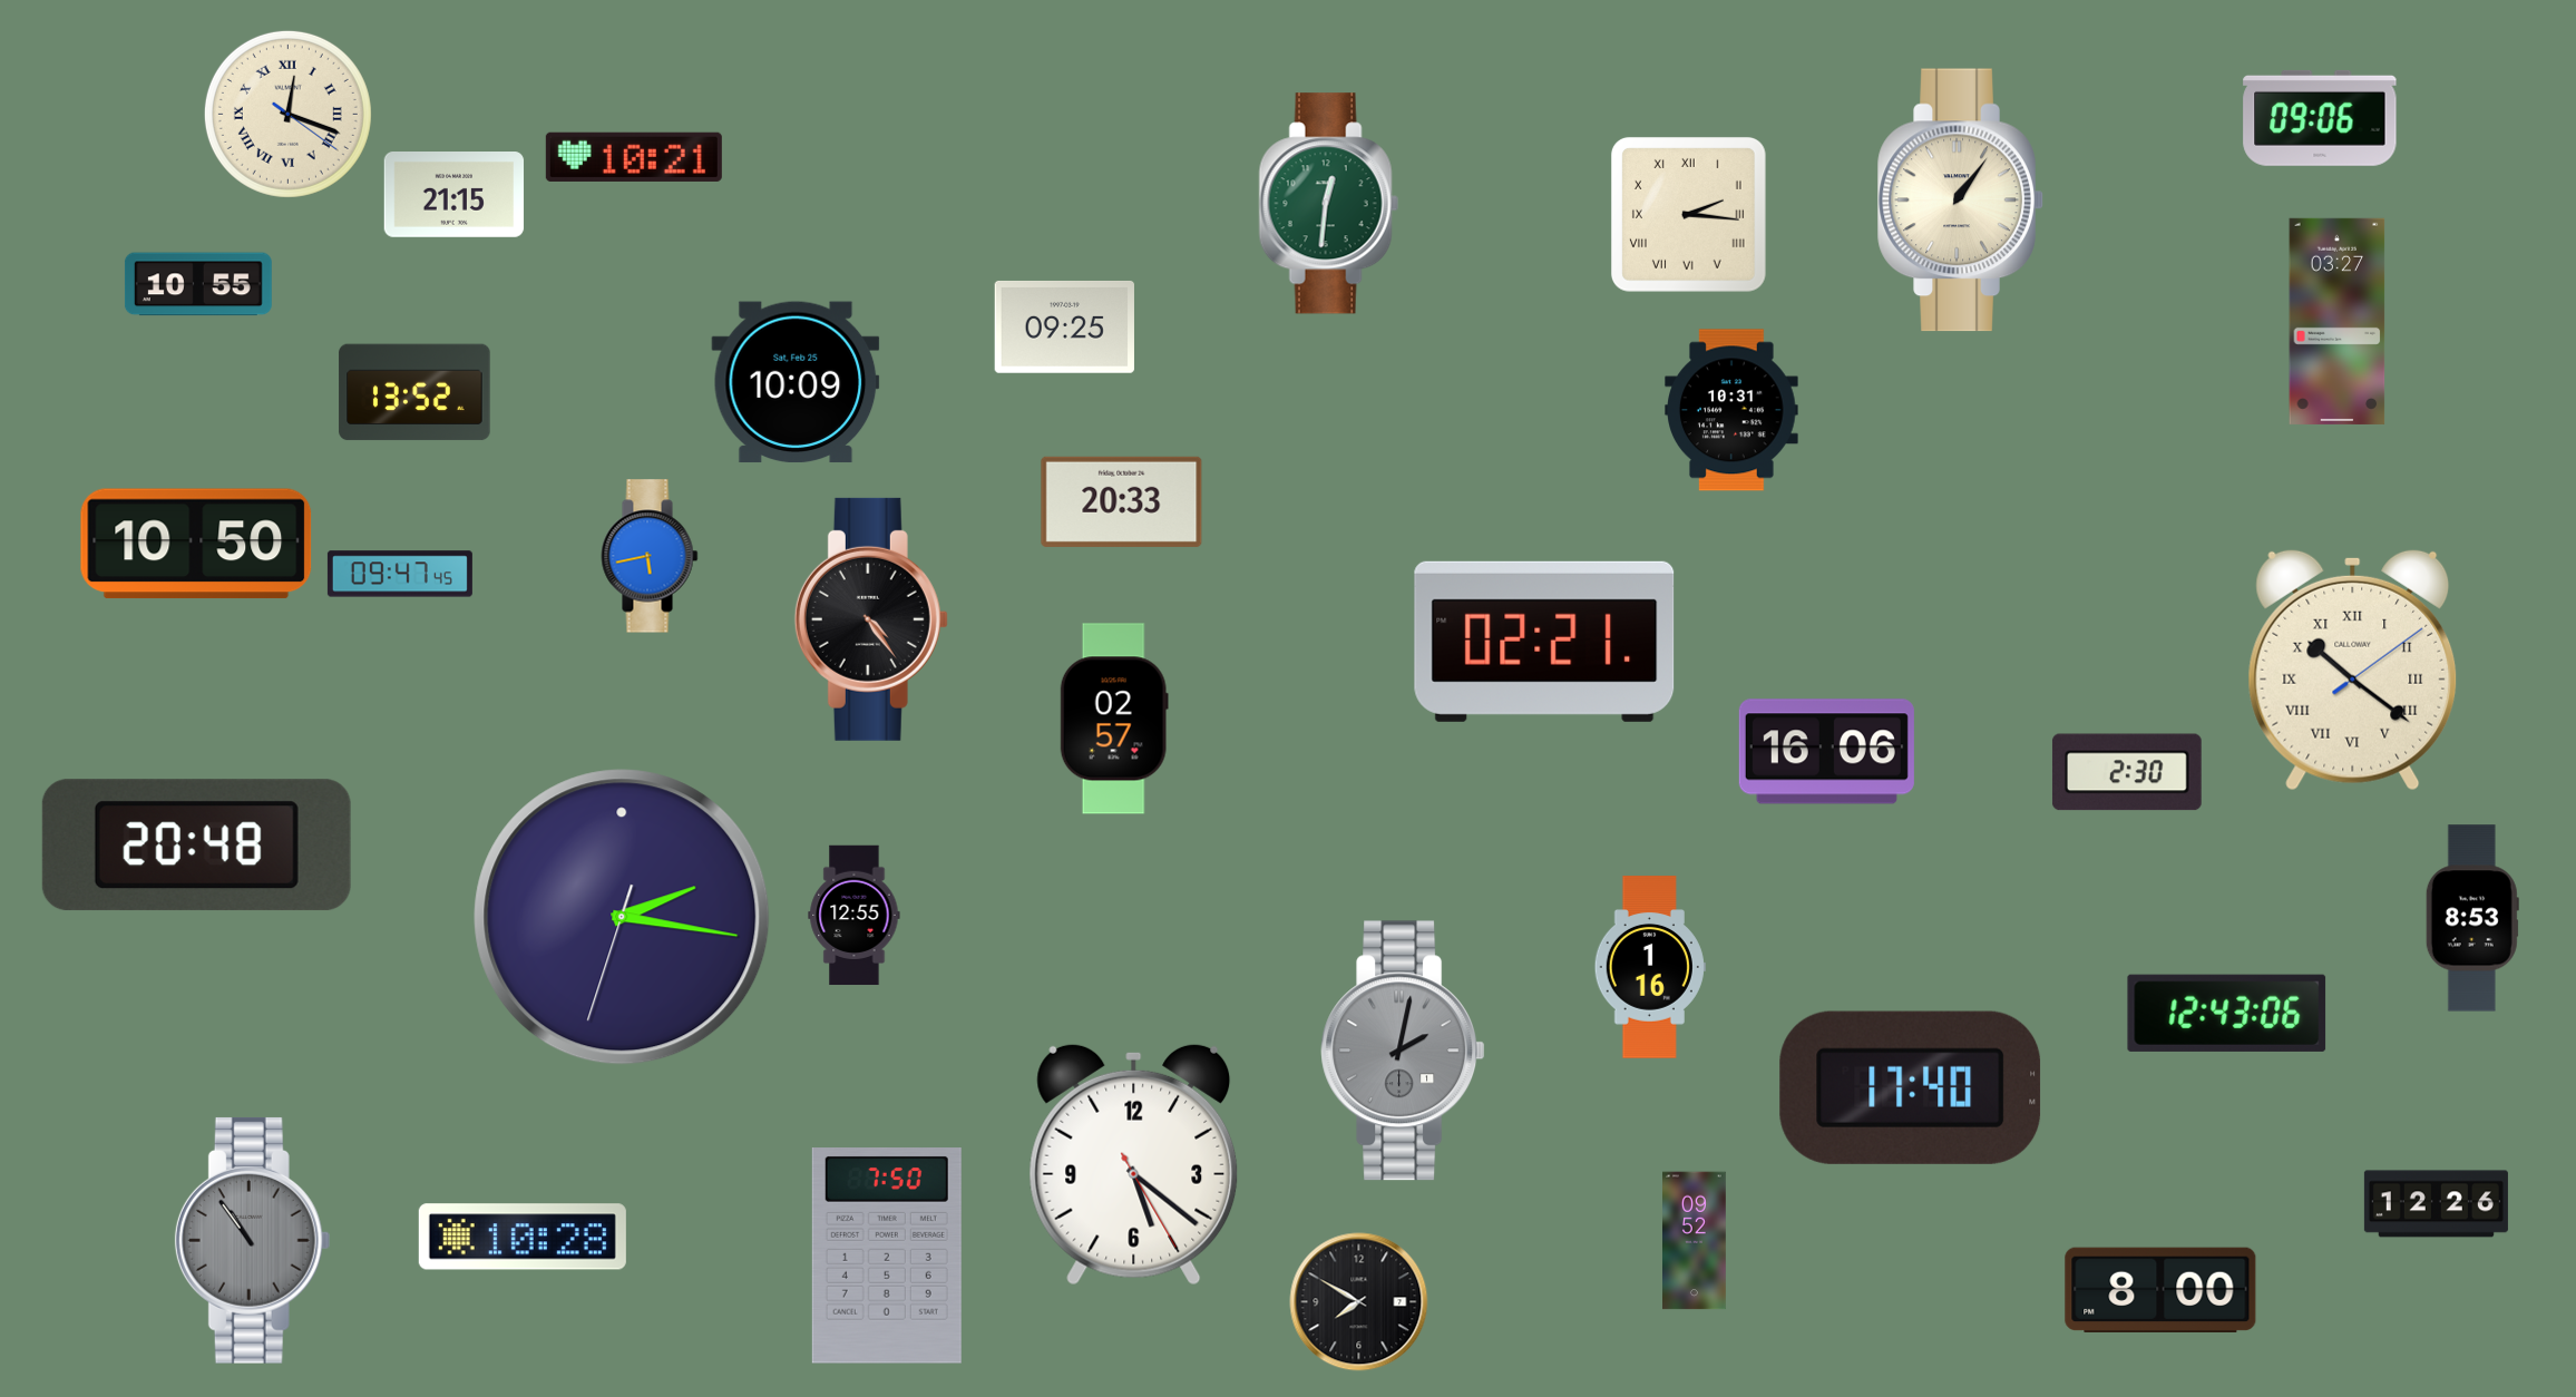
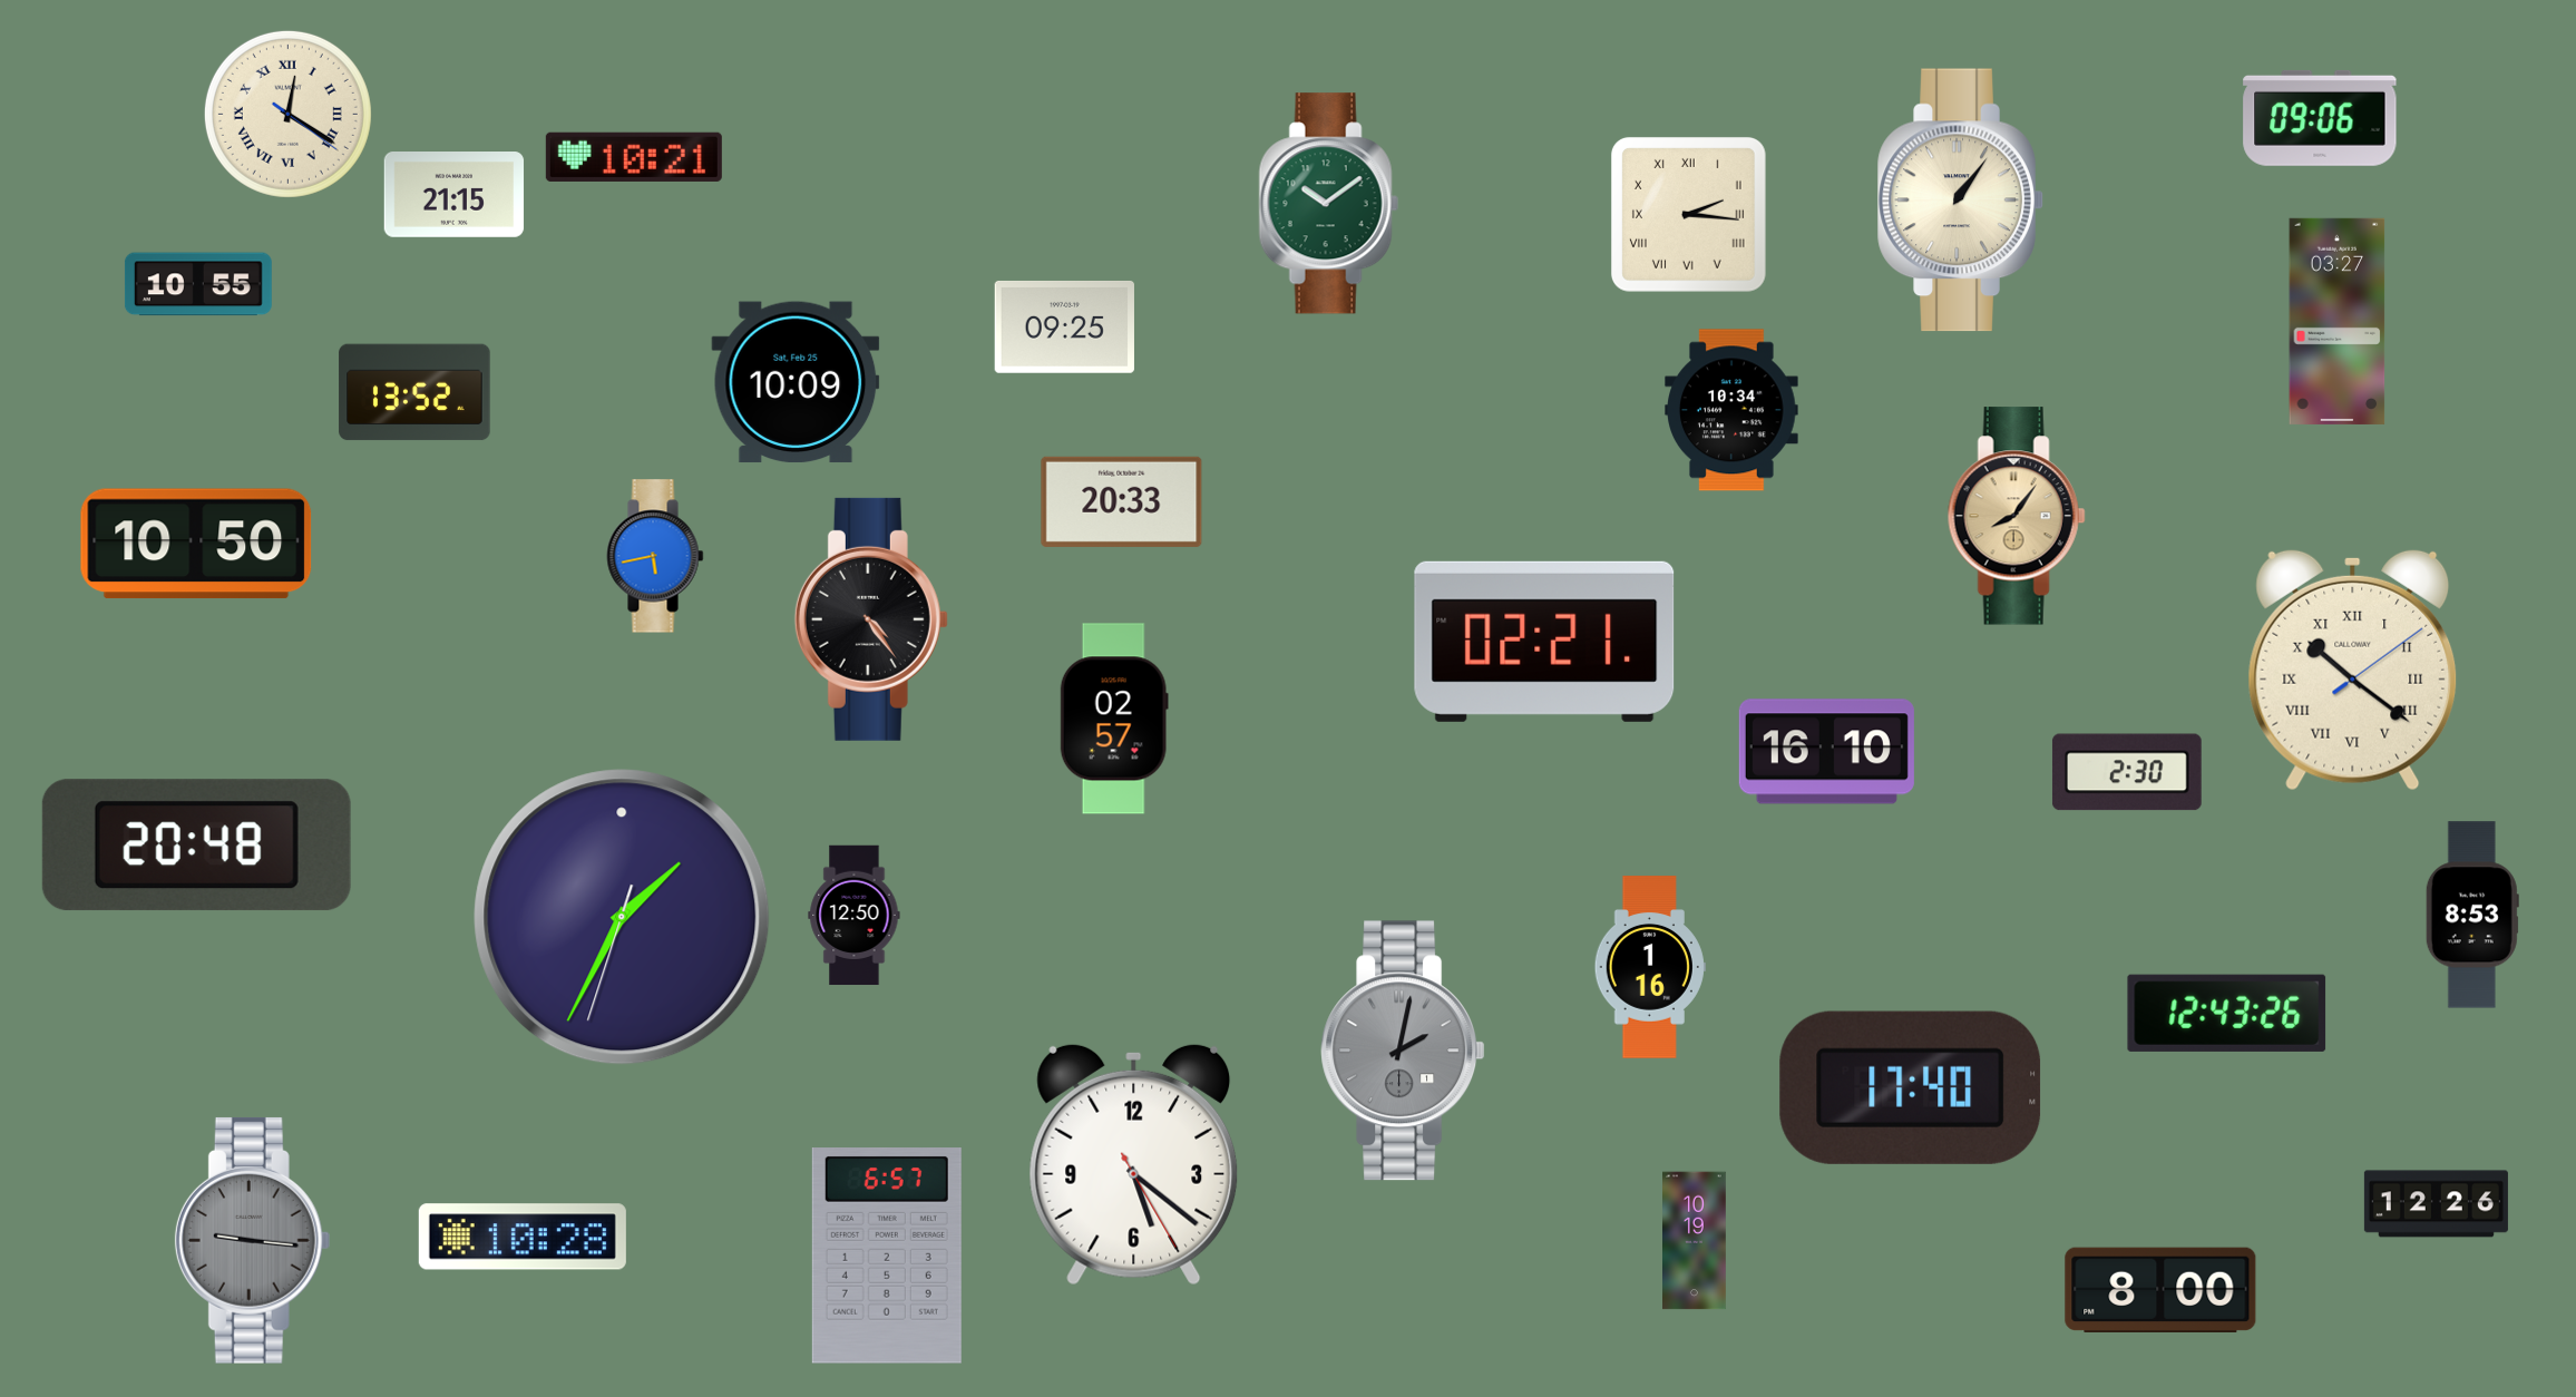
clock at (287, 114): 12:18 -> 12:20
clock at (1328, 204): 12:31 -> 10:09
clock at (1731, 410): 10:31 -> 10:34
clock at (2017, 516): none -> 8:06
clock at (650, 556) position: (650, 556) -> (655, 556)
clock at (400, 574): 09:47 -> none
clock at (1826, 752): 16:06 -> 16:10
clock at (855, 916): 12:55 -> 12:50
clock at (622, 917): 2:16 -> 1:34
clock at (2472, 918) position: (2472, 918) -> (2472, 915)
clock at (2227, 1013): 12:43:06 -> 12:43:26
clock at (253, 1240): 10:54 -> 9:16
clock at (1695, 1241): 09:52 -> 10:19
clock at (887, 1257): 7:50 -> 6:57
clock at (1359, 1302): 7:50 -> none
